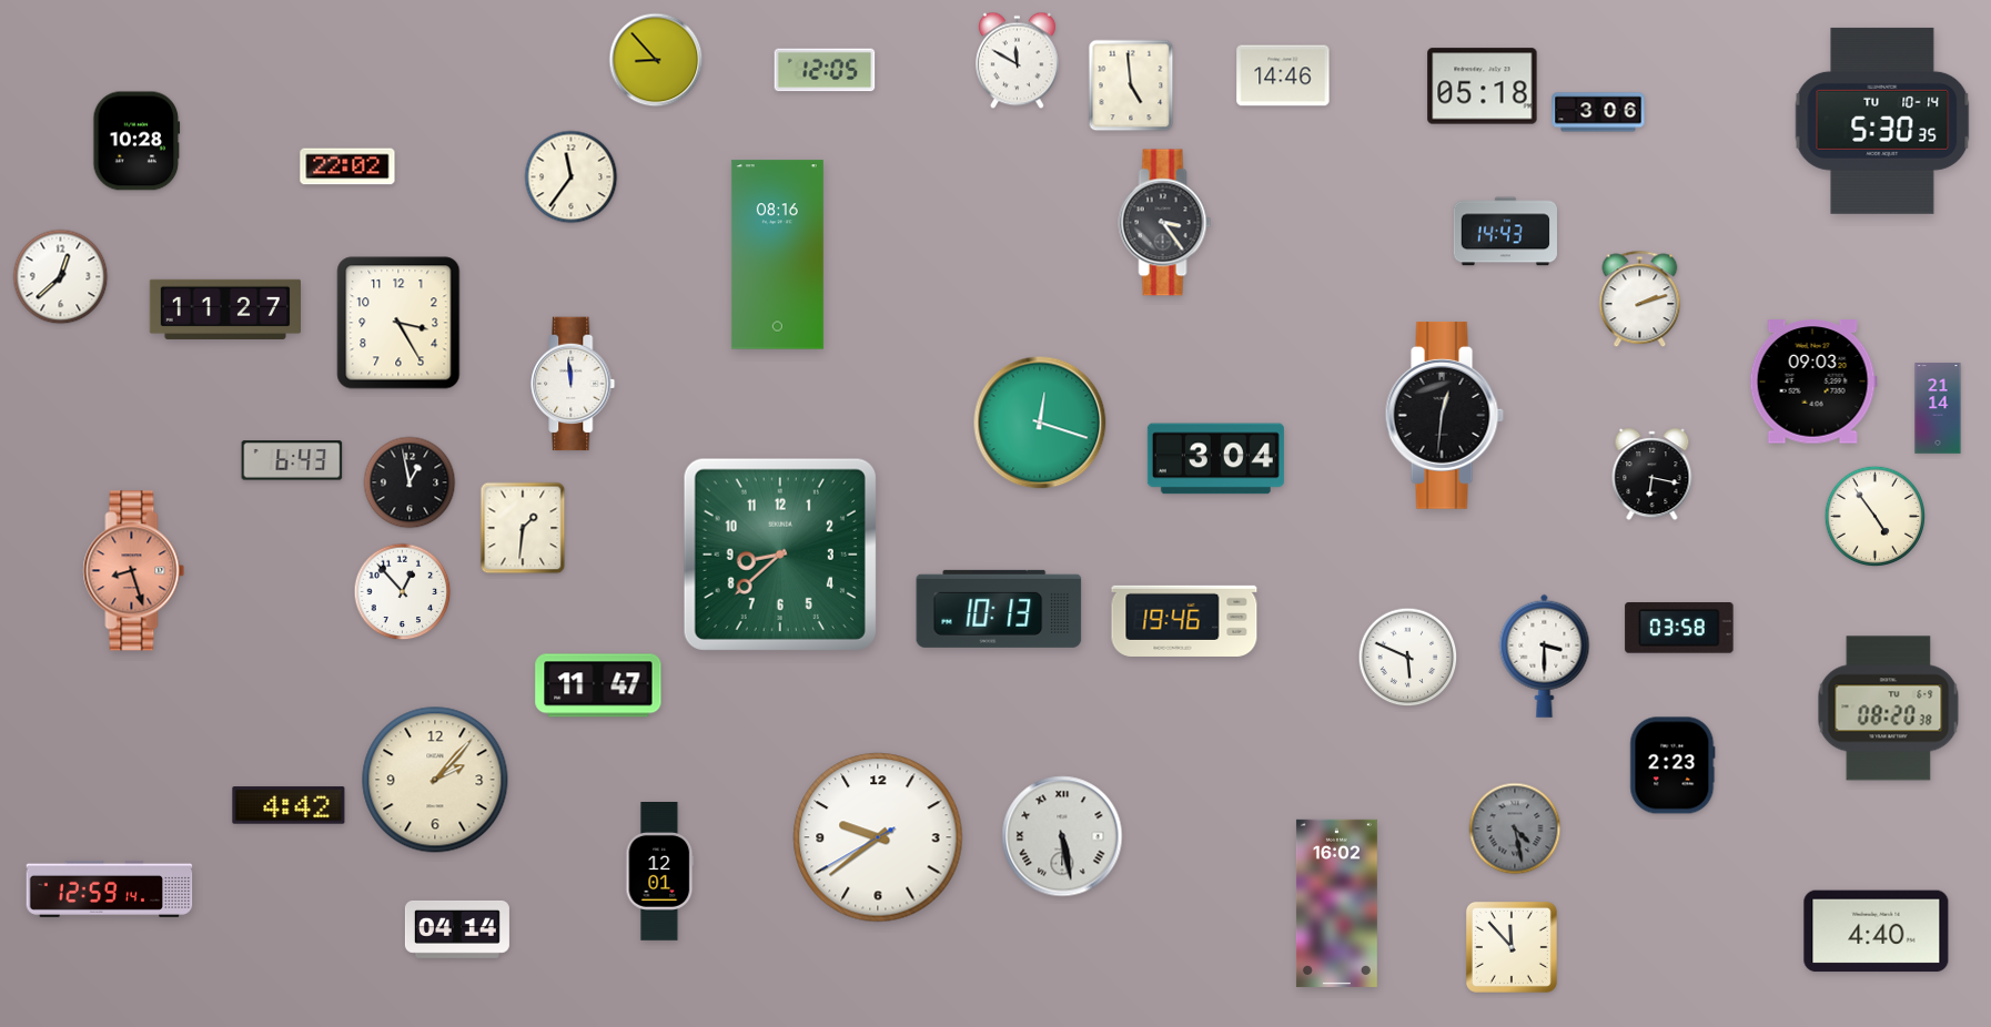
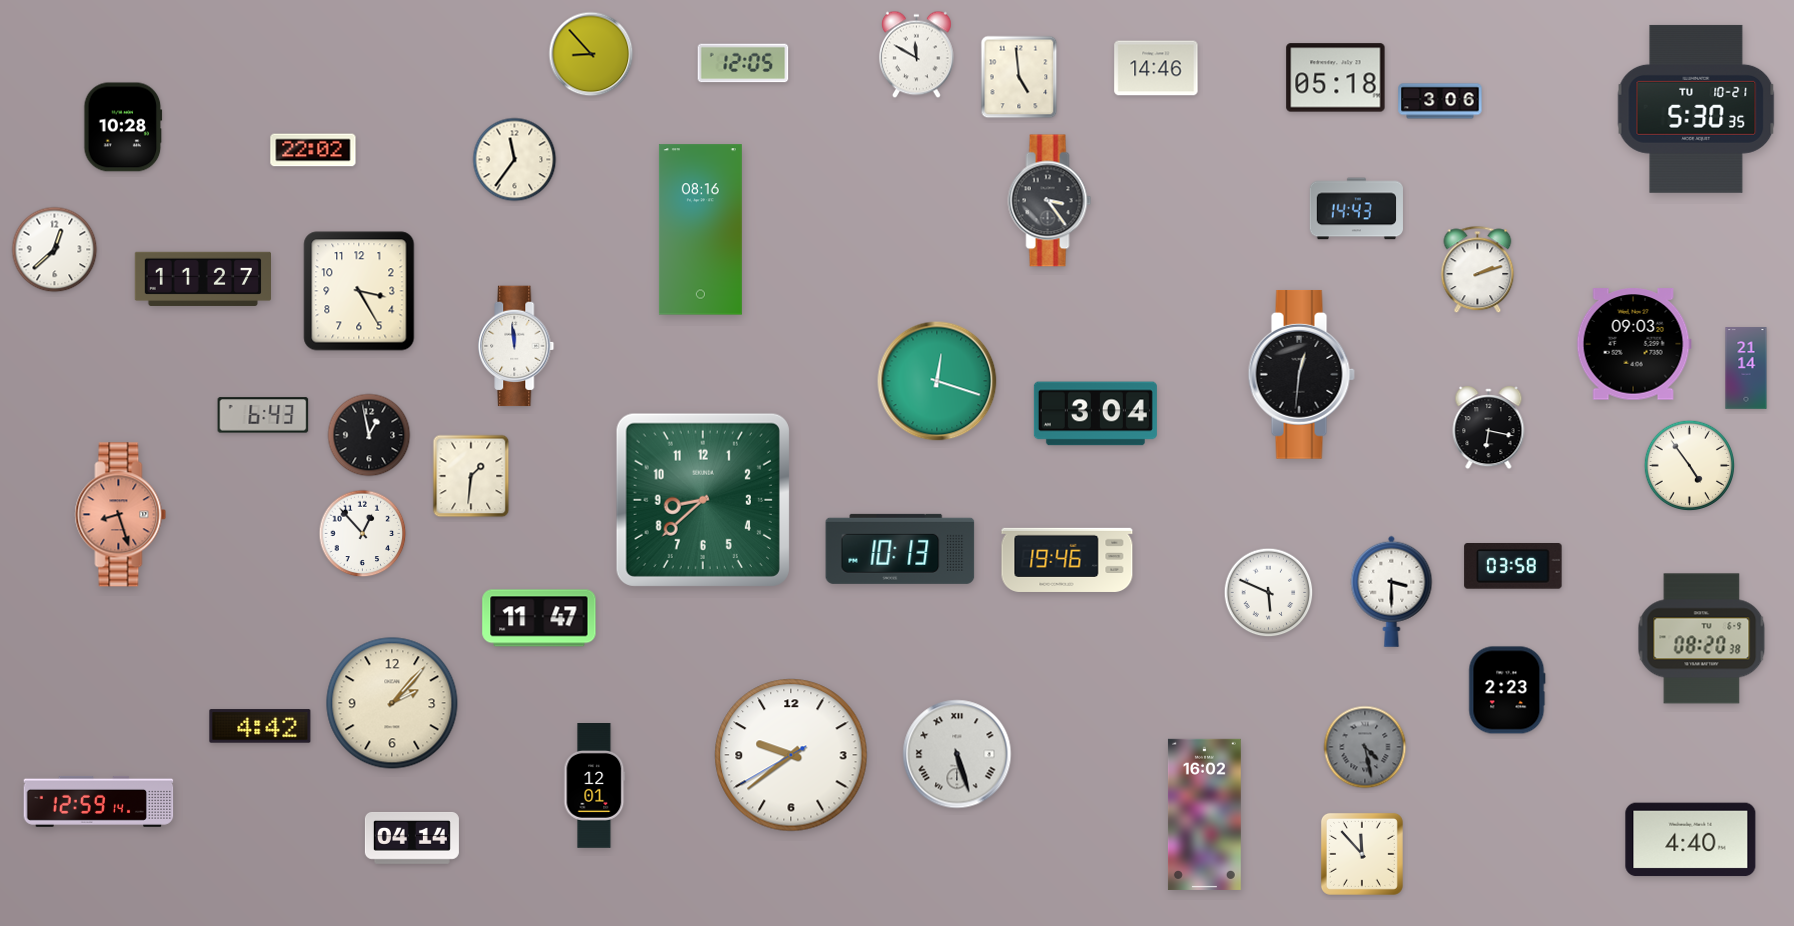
clock at (1882, 121) date: TU 10-14 -> TU 10-21
clock at (1062, 836): 5:28 -> 5:27
